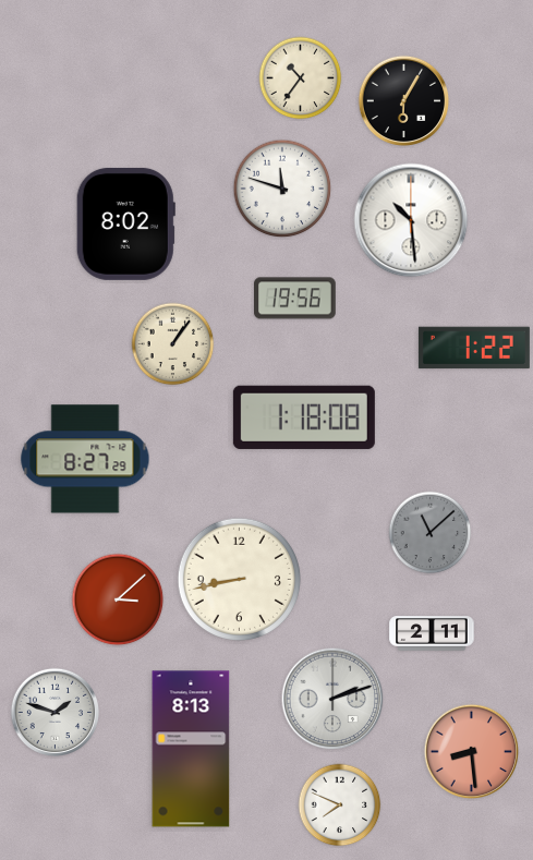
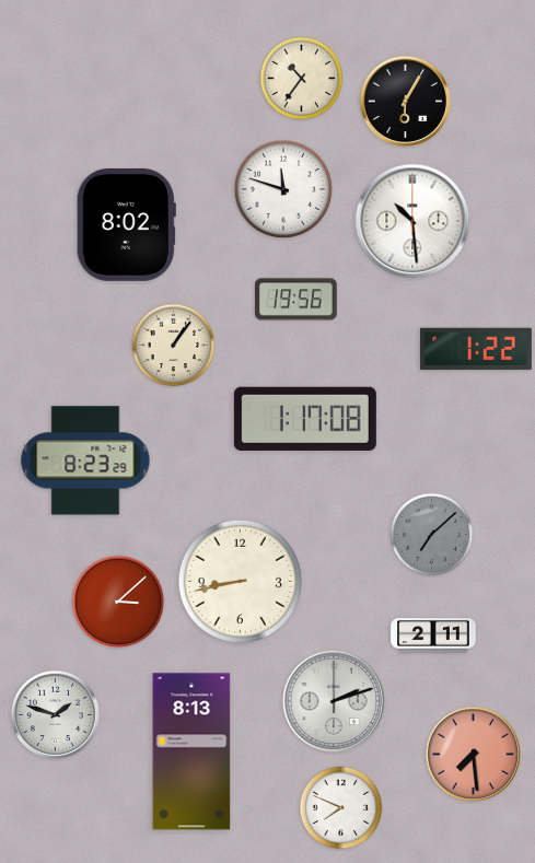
clock at (304, 417): 1:18 -> 1:17
clock at (85, 459): 8:27 -> 8:23
clock at (431, 533): 11:08 -> 7:08
clock at (472, 752): 8:29 -> 7:29
